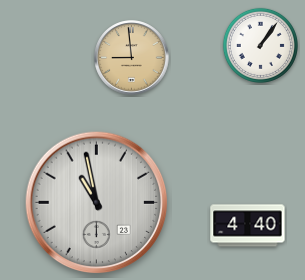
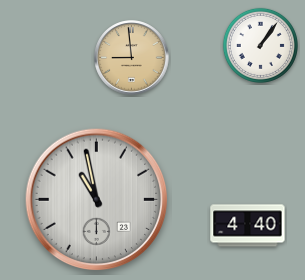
clock at (97, 203) position: (97, 203) -> (97, 200)
